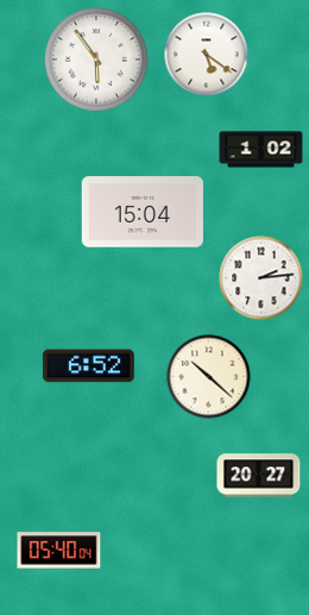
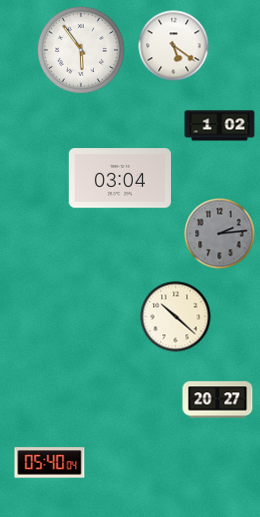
clock at (141, 212): 15:04 -> 03:04
clock at (261, 278) dial: white -> grey
clock at (88, 366): 6:52 -> none
